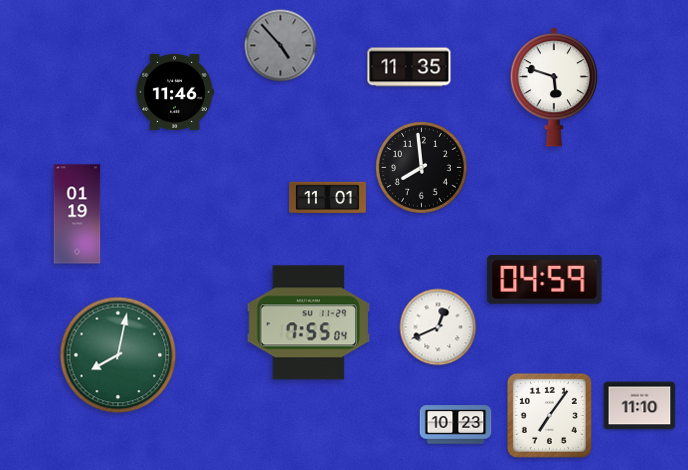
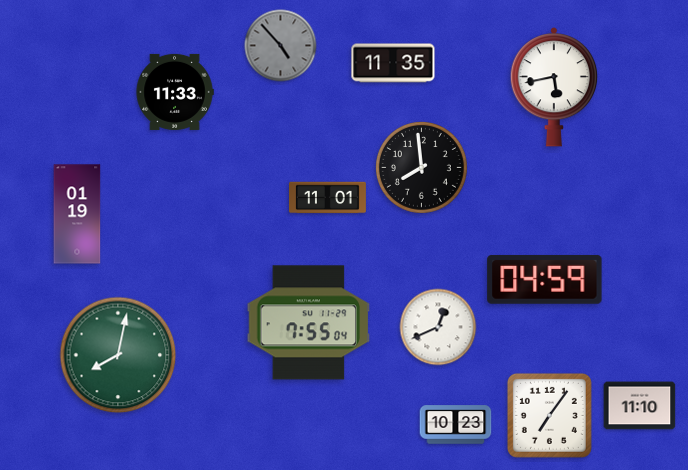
clock at (409, 67) position: (409, 67) -> (393, 63)
clock at (553, 87): 5:48 -> 5:43
clock at (175, 92): 11:46 -> 11:33
